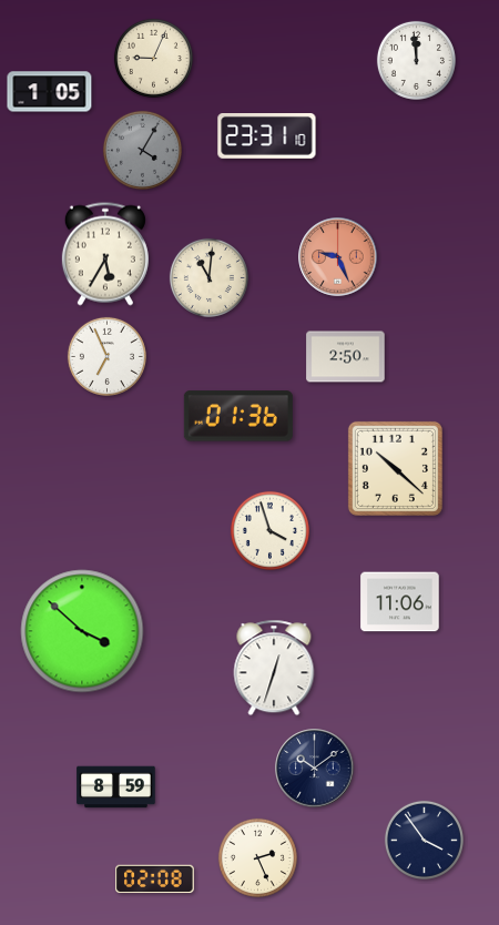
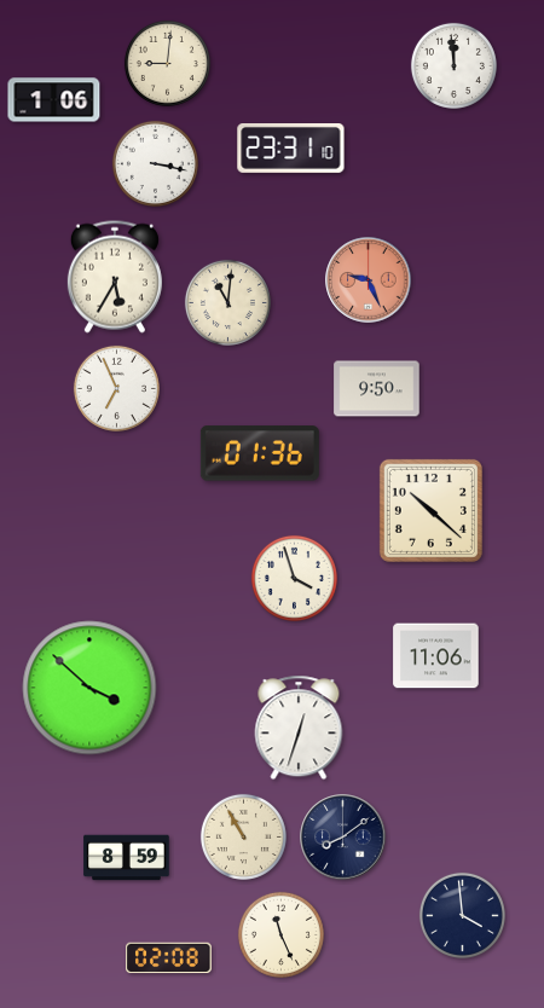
clock at (153, 58): 9:04 -> 9:01
clock at (50, 92): 1:05 -> 1:06
clock at (142, 150): 4:05 -> 3:17
clock at (142, 150) dial: grey -> white
clock at (346, 357): 2:50 -> 9:50
clock at (243, 836): none -> 10:55
clock at (315, 769): 10:09 -> 8:09
clock at (424, 840): 3:54 -> 3:59
clock at (257, 857): 2:26 -> 11:26
